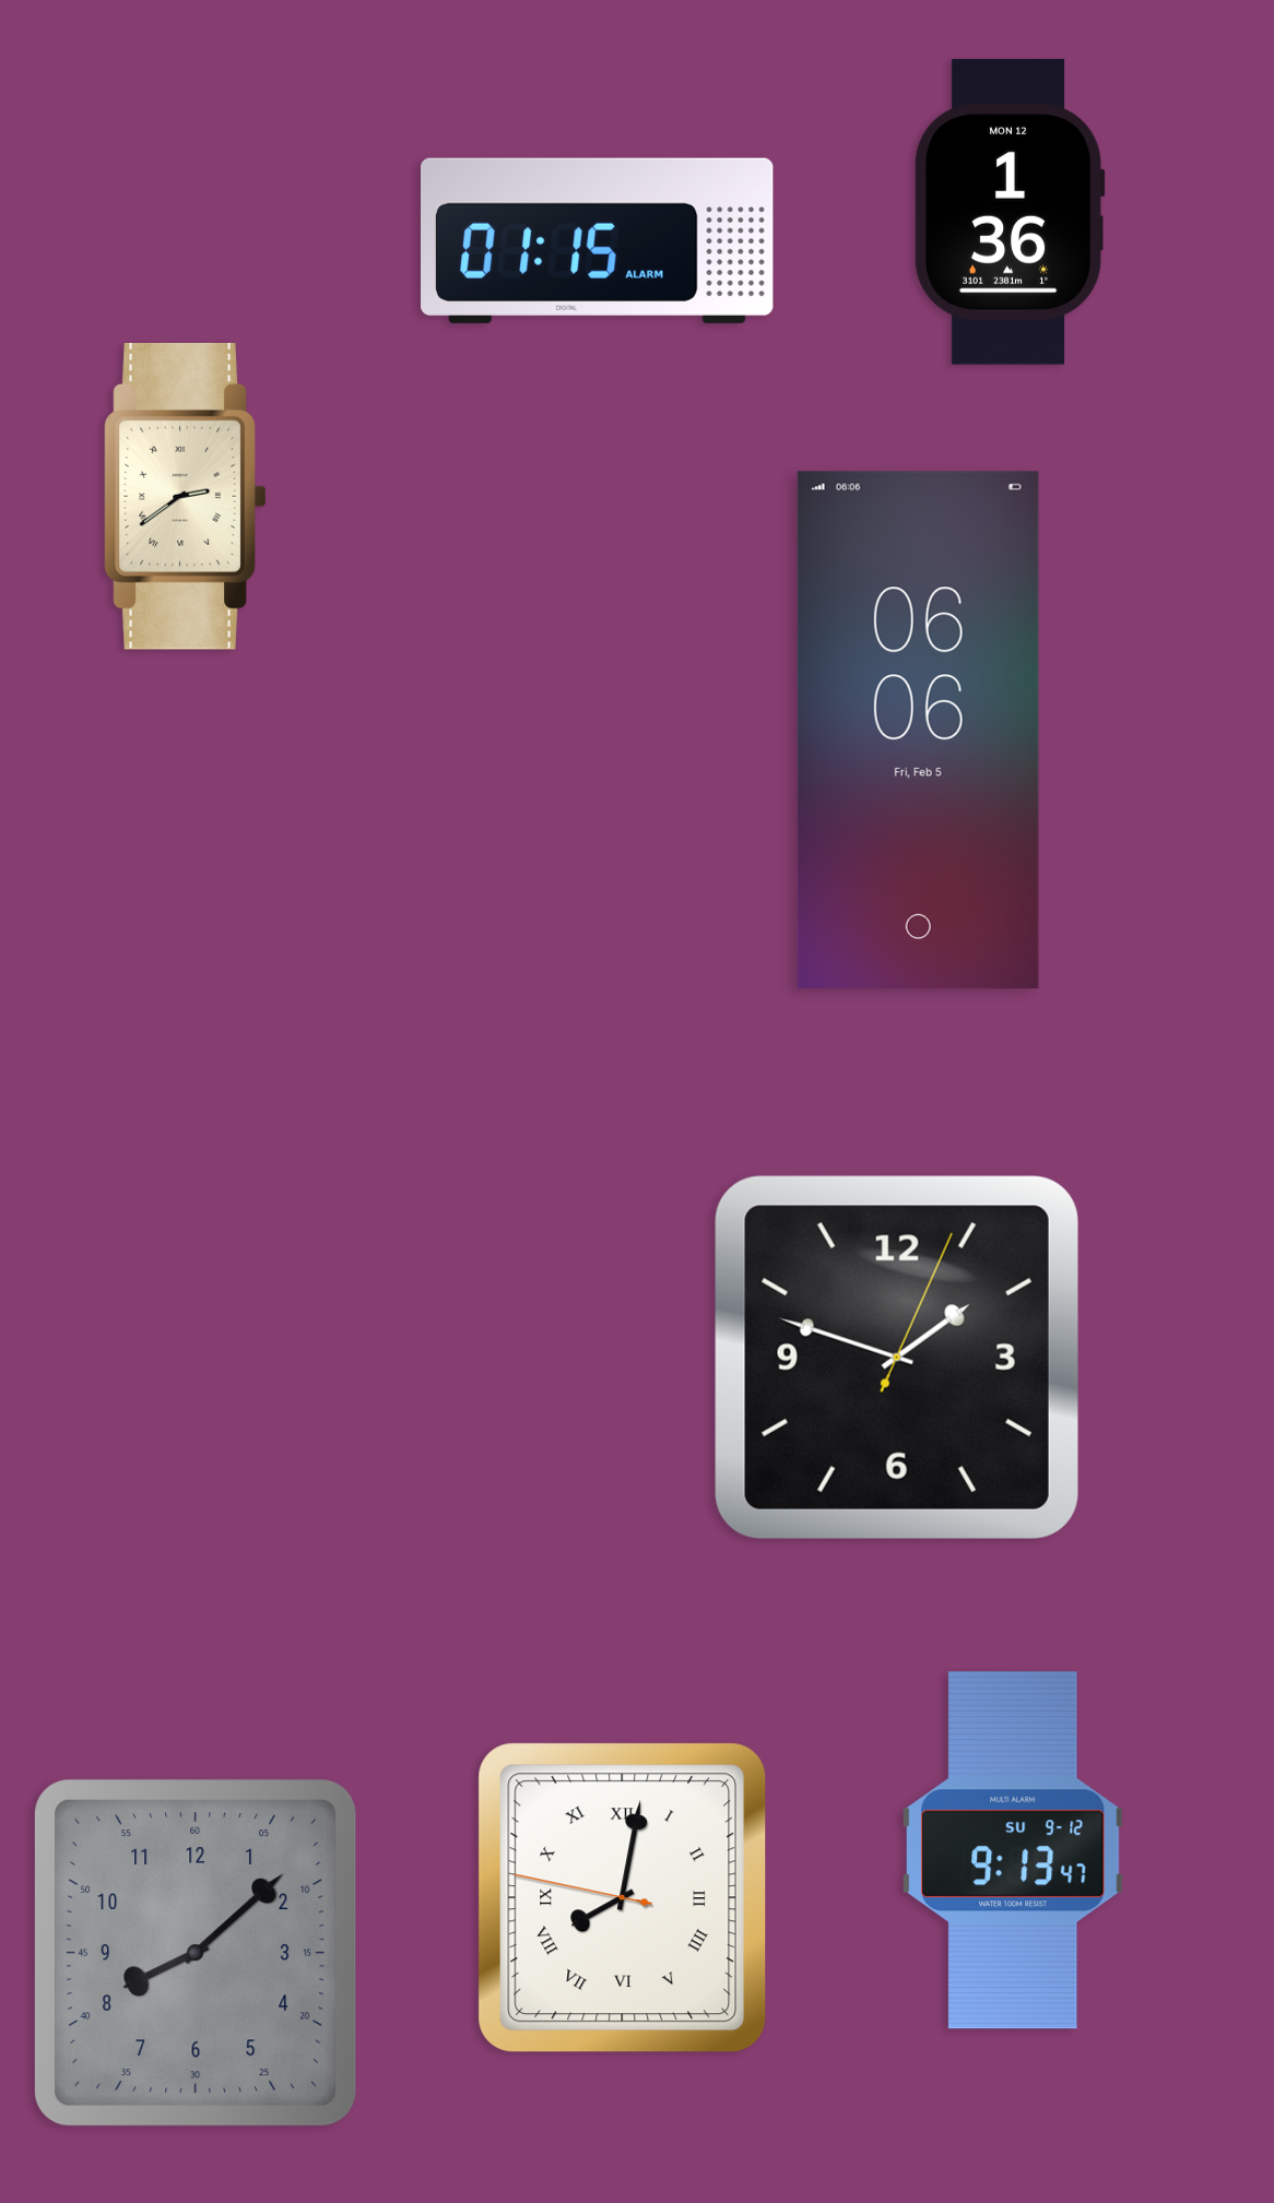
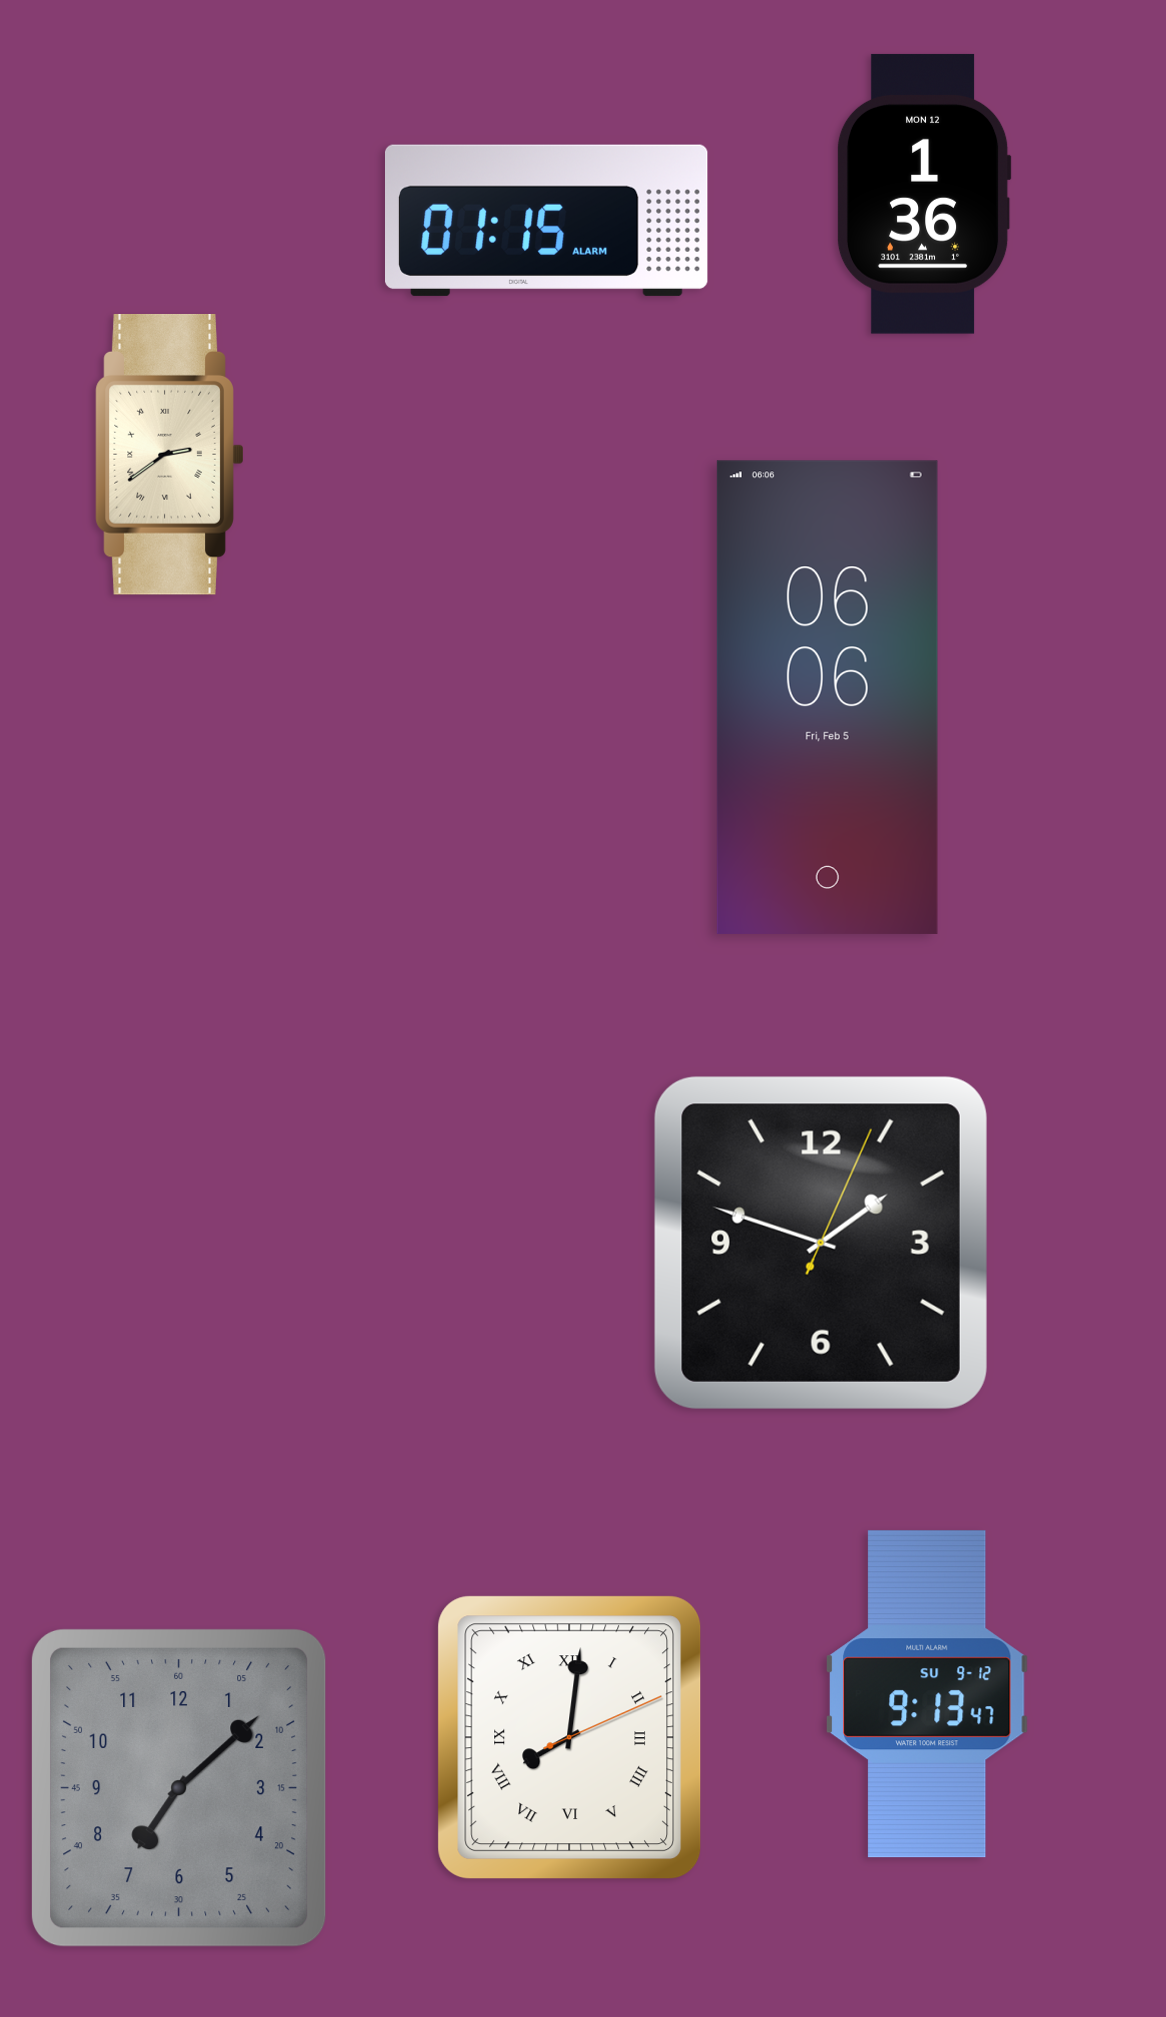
clock at (918, 730) position: (918, 730) -> (827, 697)
clock at (623, 1898): 8:01:47 -> 8:01:11
clock at (197, 1953): 8:08 -> 7:08
